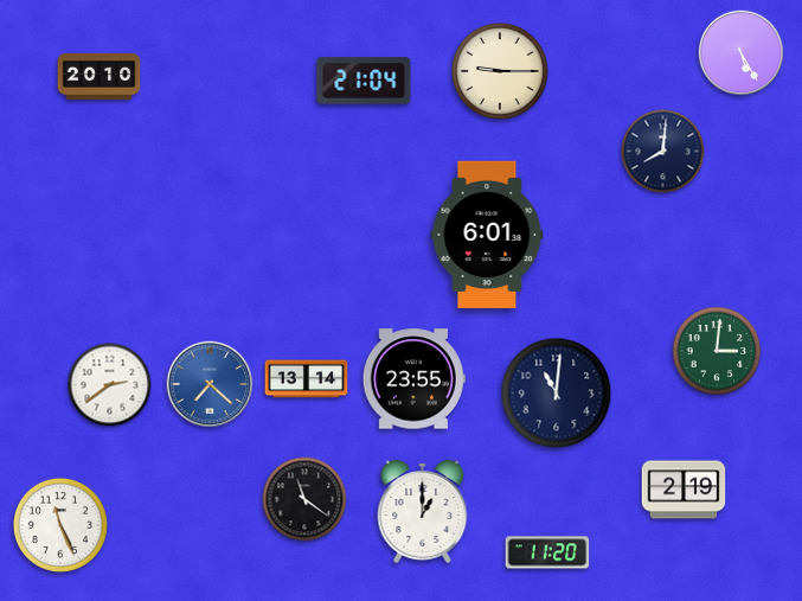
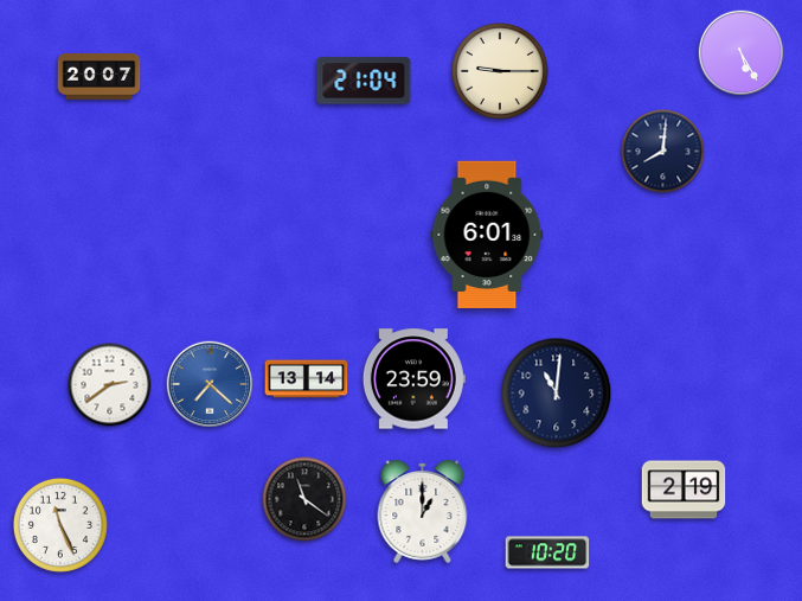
clock at (100, 76): 20:10 -> 20:07
clock at (717, 351): 3:01 -> none
clock at (413, 379): 23:55 -> 23:59
clock at (547, 552): 11:20 -> 10:20
